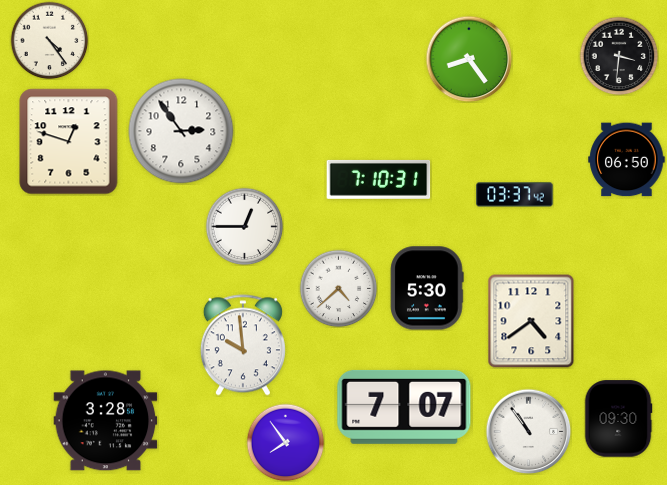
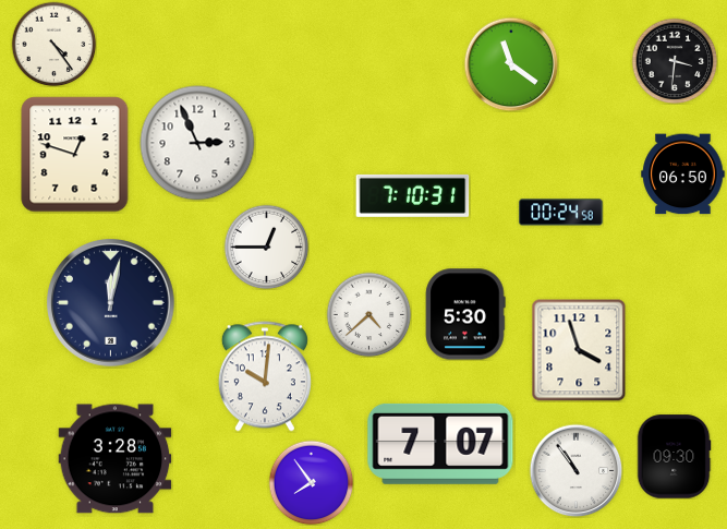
clock at (469, 59): 8:24 -> 11:21
clock at (181, 131): 2:54 -> 2:56
clock at (515, 195): 03:37 -> 00:24
clock at (111, 303): none -> 12:02
clock at (531, 321): 4:39 -> 3:57
clock at (243, 345): 9:59 -> 10:01
